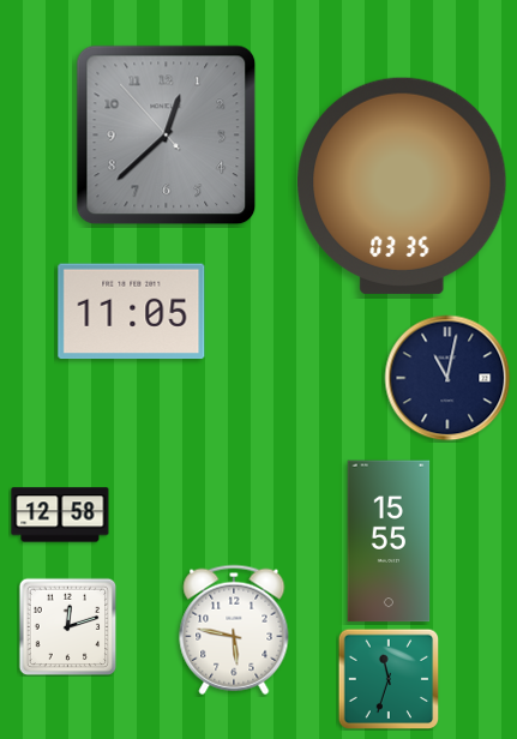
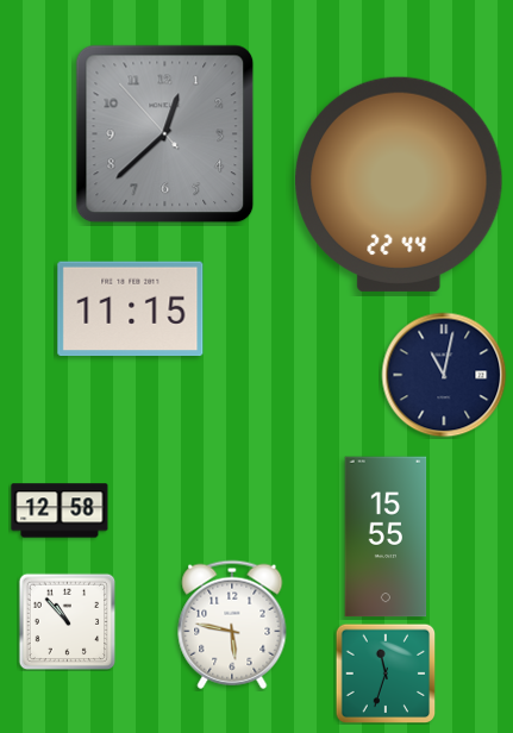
clock at (402, 186): 03:35 -> 22:44
clock at (132, 312): 11:05 -> 11:15
clock at (67, 626): 12:12 -> 10:53
